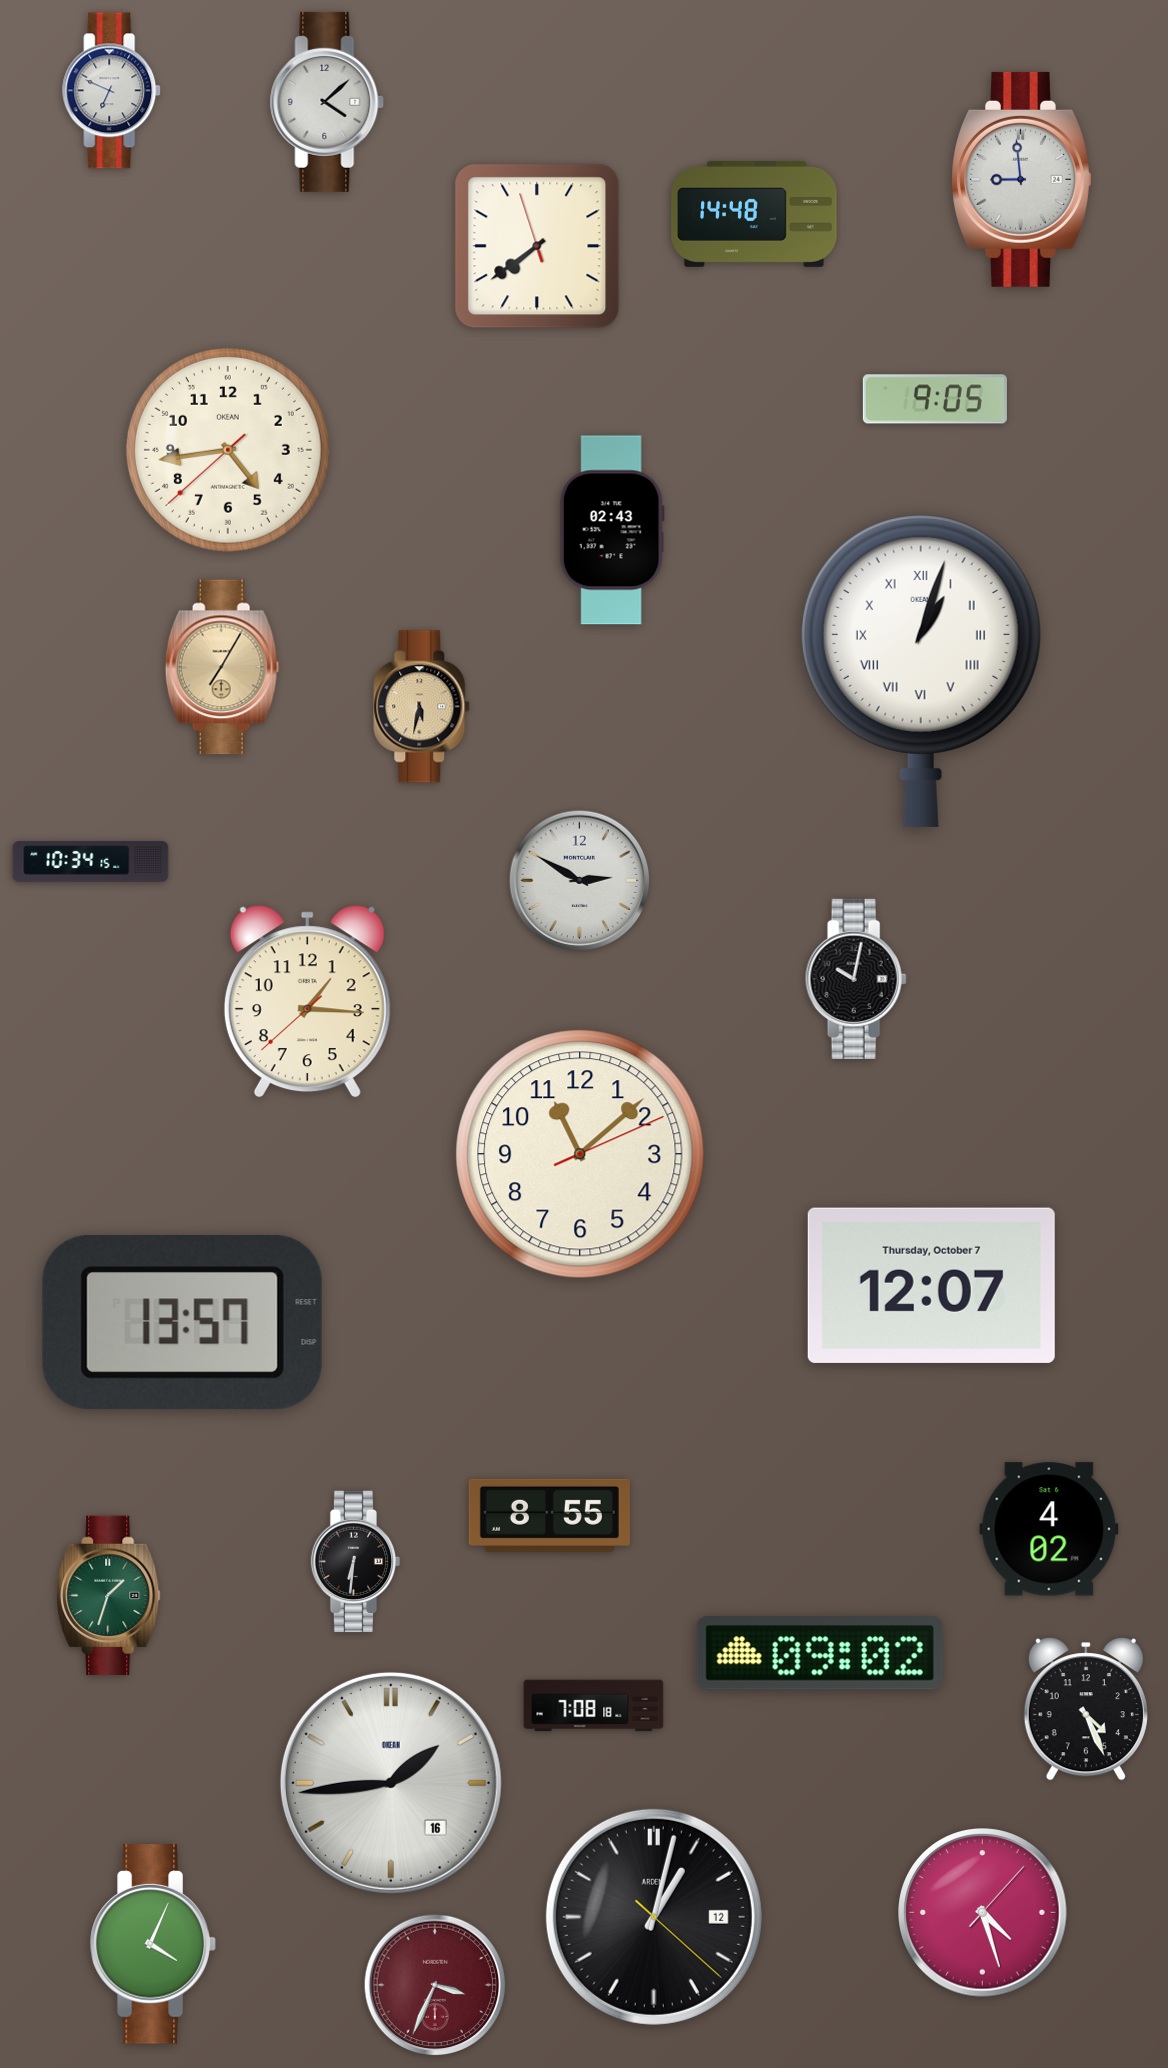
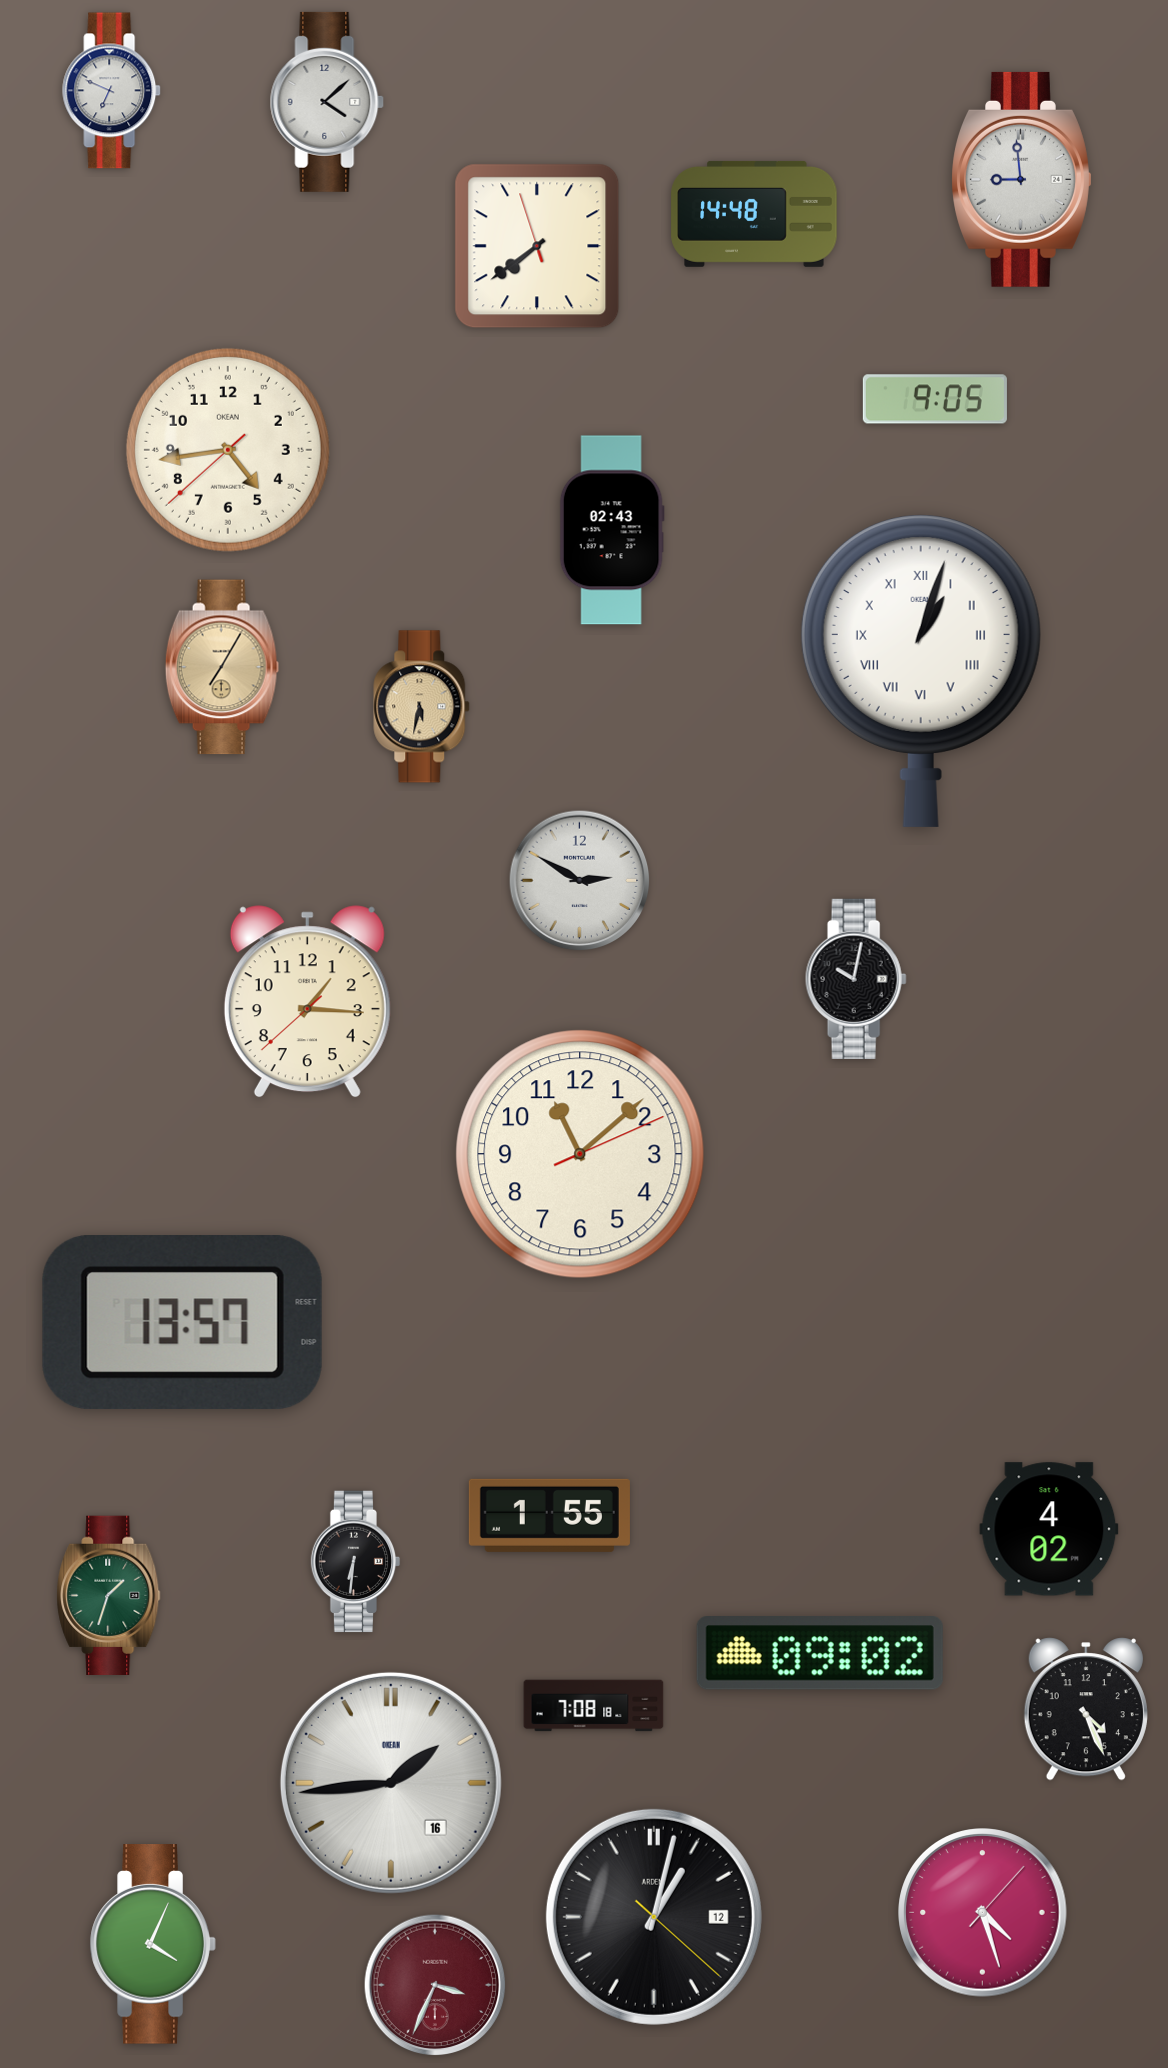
clock at (91, 862): 10:34 -> none
clock at (931, 1285): 12:07 -> none
clock at (549, 1515): 8:55 -> 1:55
